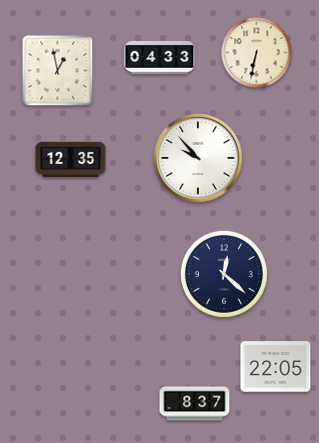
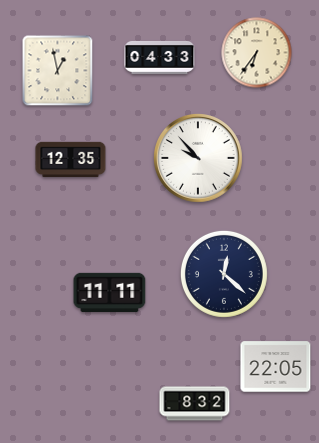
clock at (257, 53): 6:32 -> 6:36
clock at (110, 292): none -> 11:11
clock at (195, 404): 8:37 -> 8:32
